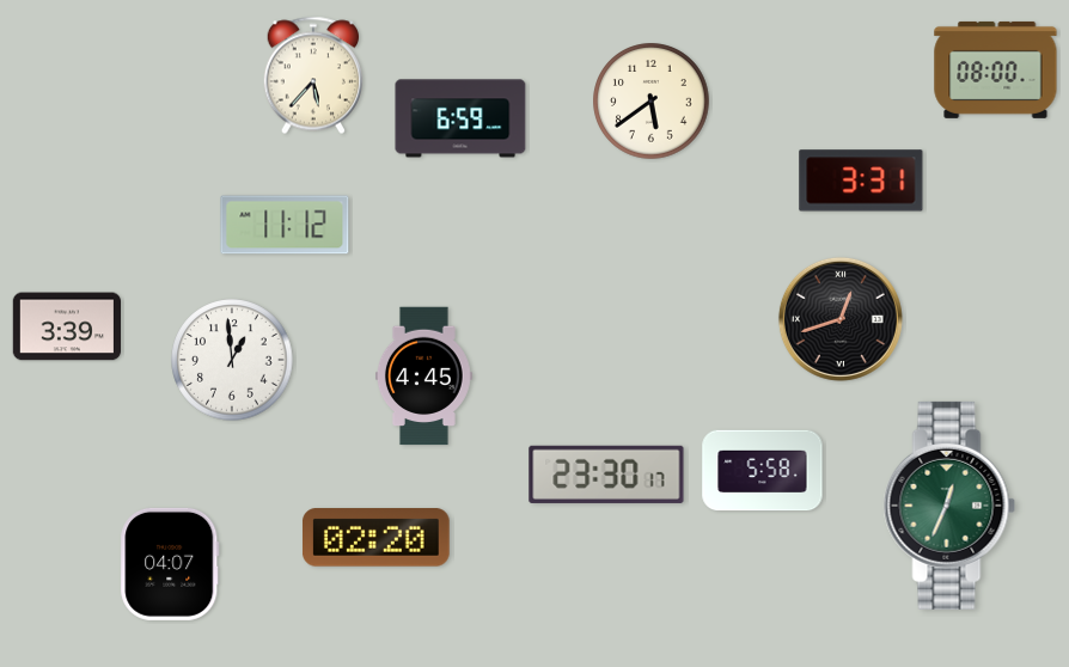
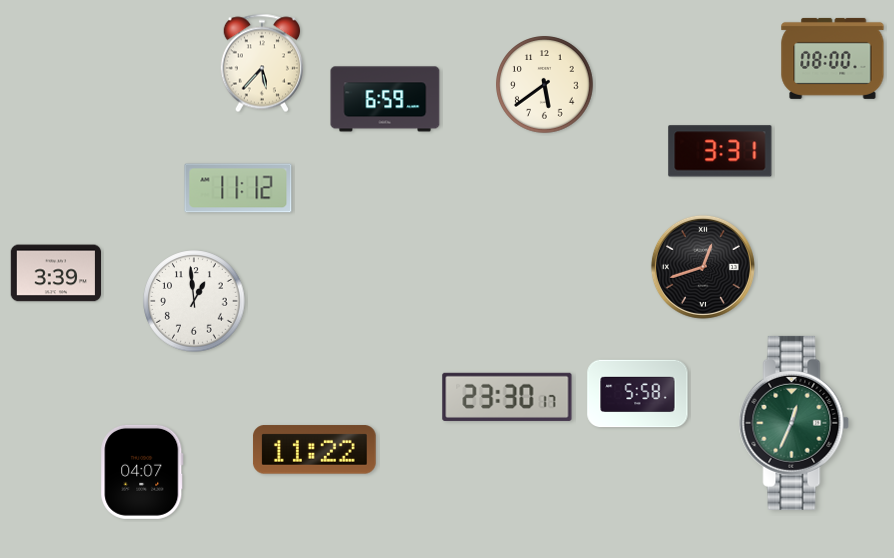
clock at (423, 377): 4:45 -> none
clock at (375, 538): 02:20 -> 11:22
